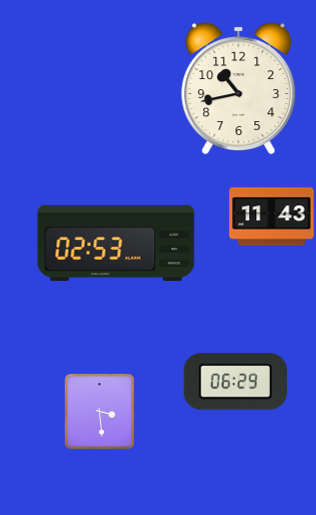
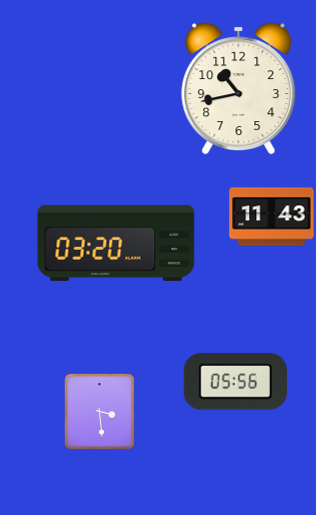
clock at (116, 243): 02:53 -> 03:20
clock at (235, 382): 06:29 -> 05:56
